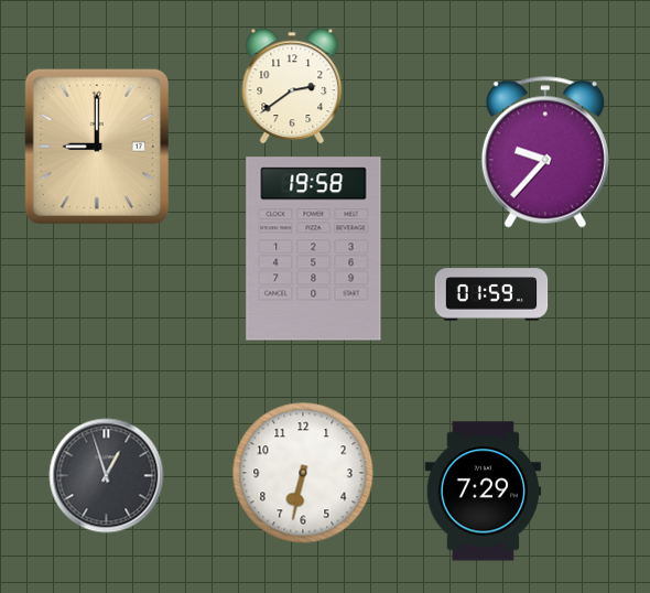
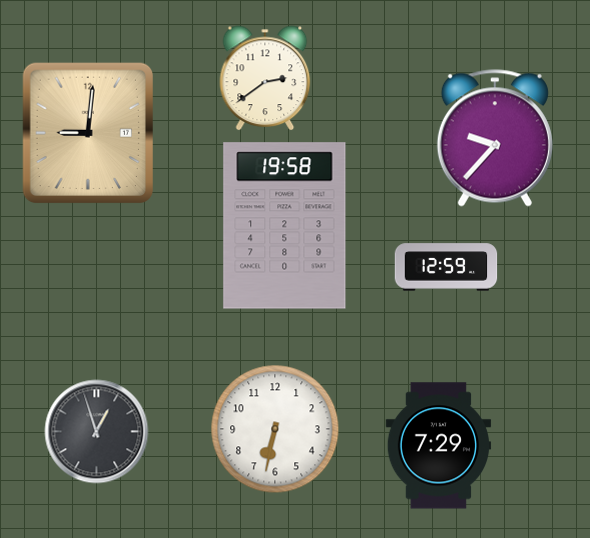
clock at (96, 145): 9:00 -> 9:01
clock at (491, 294): 01:59 -> 12:59
